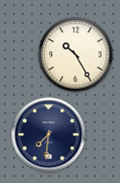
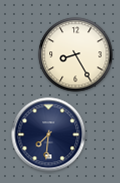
clock at (76, 55): 10:25 -> 8:25
